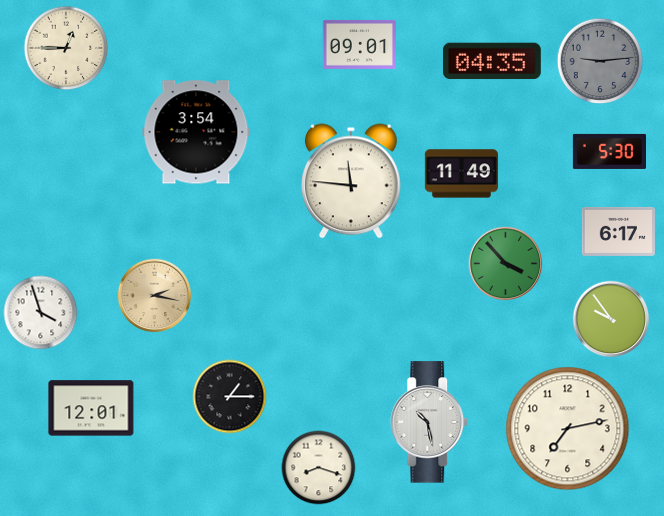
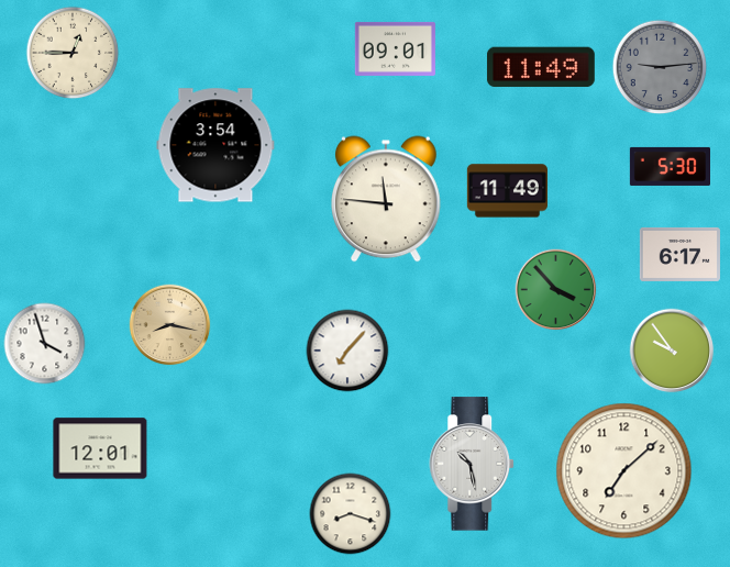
clock at (492, 61): 04:35 -> 11:49
clock at (155, 296): 2:17 -> 8:17
clock at (347, 351): none -> 7:07
clock at (230, 397): 1:15 -> none
clock at (568, 429): 7:13 -> 7:08
